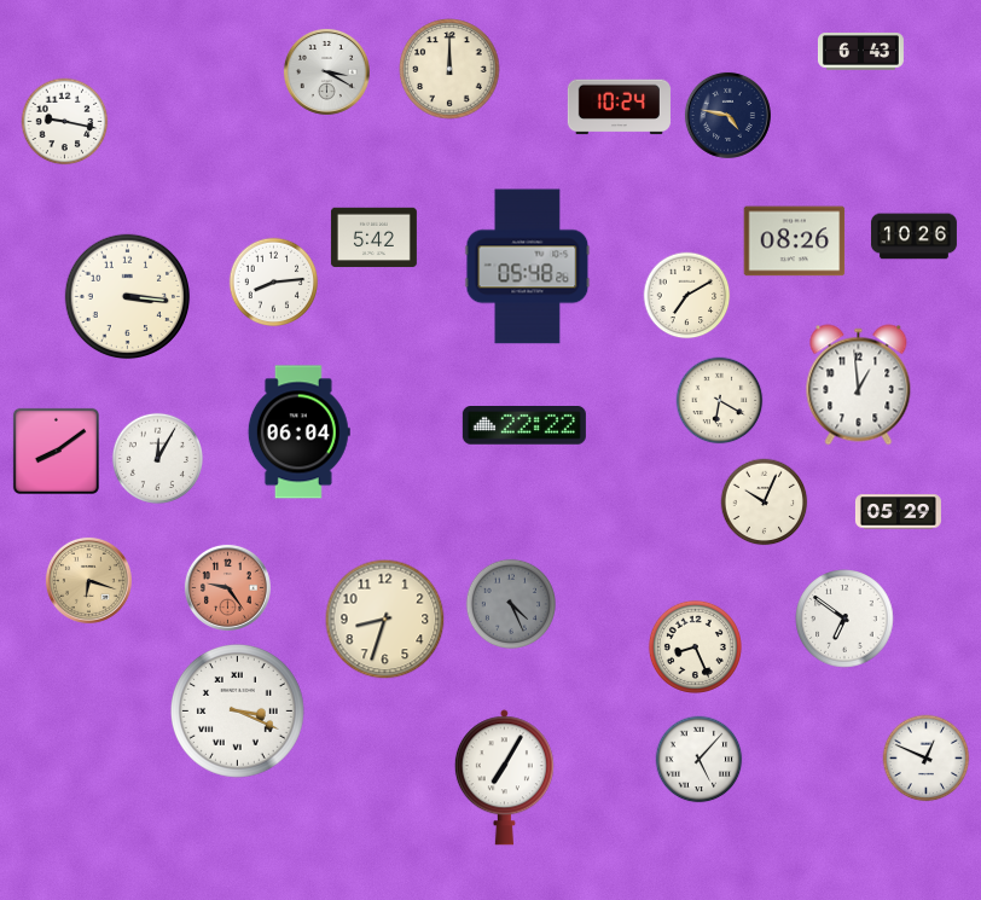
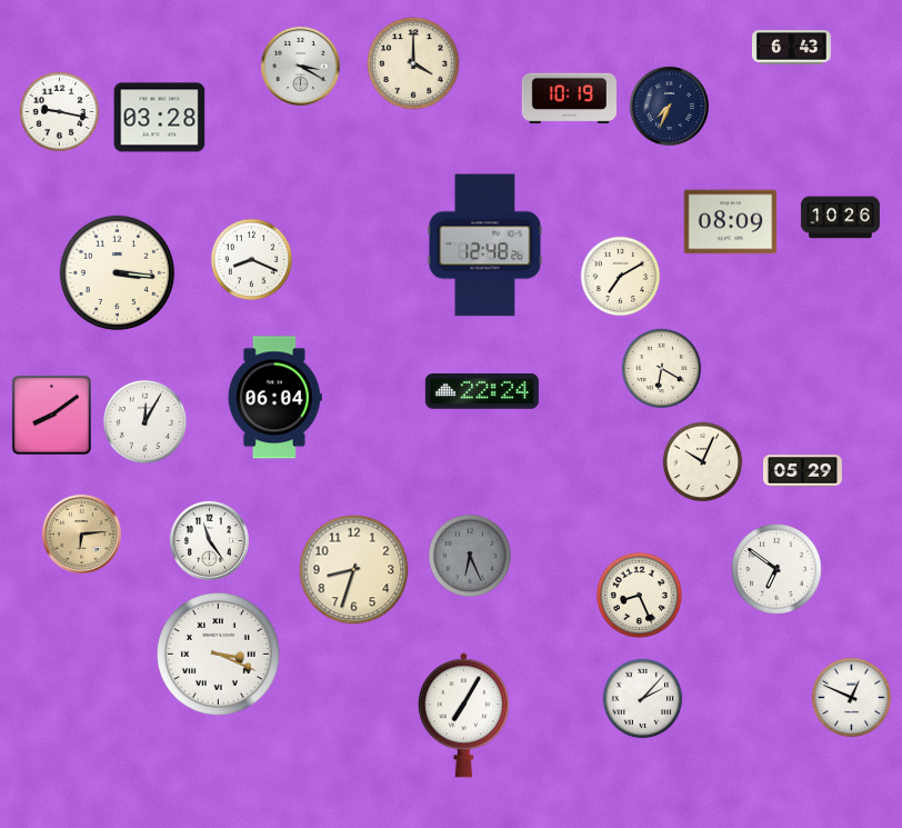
clock at (449, 69): 12:00 -> 4:00
clock at (619, 108): 10:24 -> 10:19
clock at (727, 115): 4:47 -> 7:34
clock at (160, 118): none -> 03:28
clock at (373, 238): 5:42 -> none
clock at (795, 242): 08:26 -> 08:09
clock at (528, 267): 05:48 -> 12:48
clock at (274, 283): 8:14 -> 8:19
clock at (687, 296) position: (687, 296) -> (621, 277)
clock at (859, 385): 12:59 -> none
clock at (524, 426): 22:22 -> 22:24
clock at (898, 512) position: (898, 512) -> (802, 471)
clock at (88, 580): 6:18 -> 6:14
clock at (227, 587): 9:24 -> 11:24
clock at (227, 587) dial: salmon -> white
clock at (510, 603): 4:26 -> 6:26
clock at (700, 760): 5:07 -> 2:07
